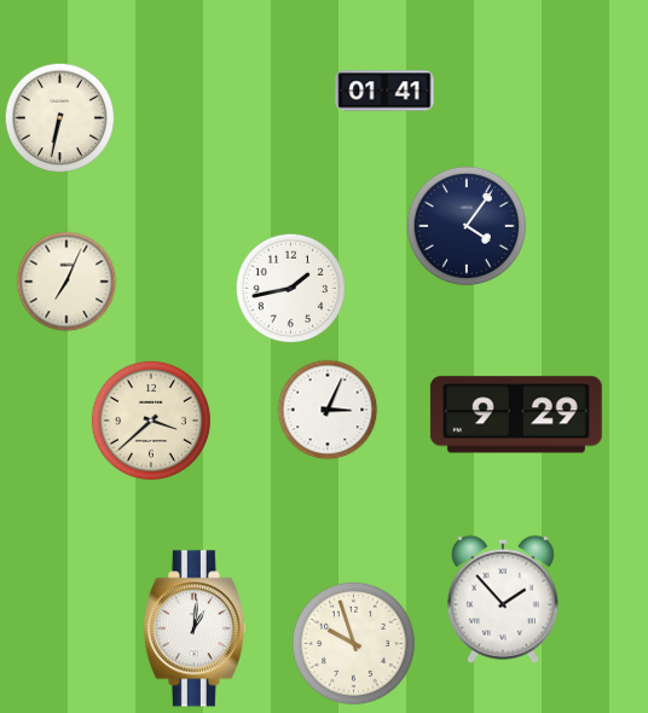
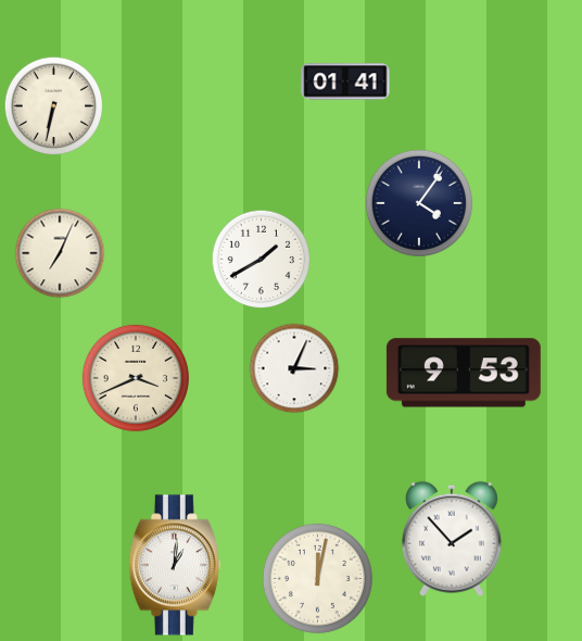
clock at (291, 289): 1:43 -> 1:40
clock at (516, 415): 9:29 -> 9:53
clock at (151, 421): 3:38 -> 3:41
clock at (353, 643): 9:57 -> 12:02
